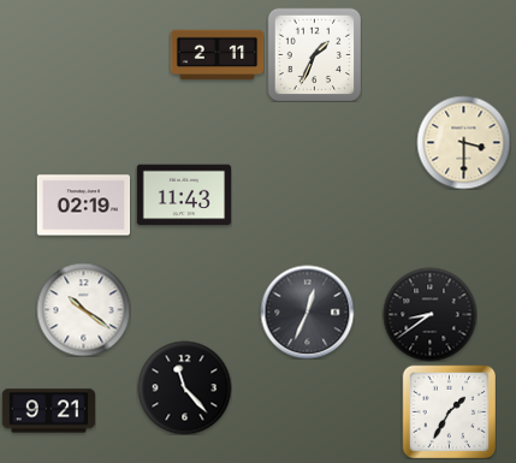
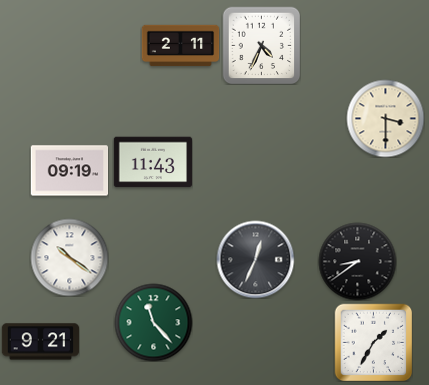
clock at (314, 54): 1:34 -> 4:34
clock at (83, 206): 02:19 -> 09:19
clock at (184, 387) dial: black -> green
